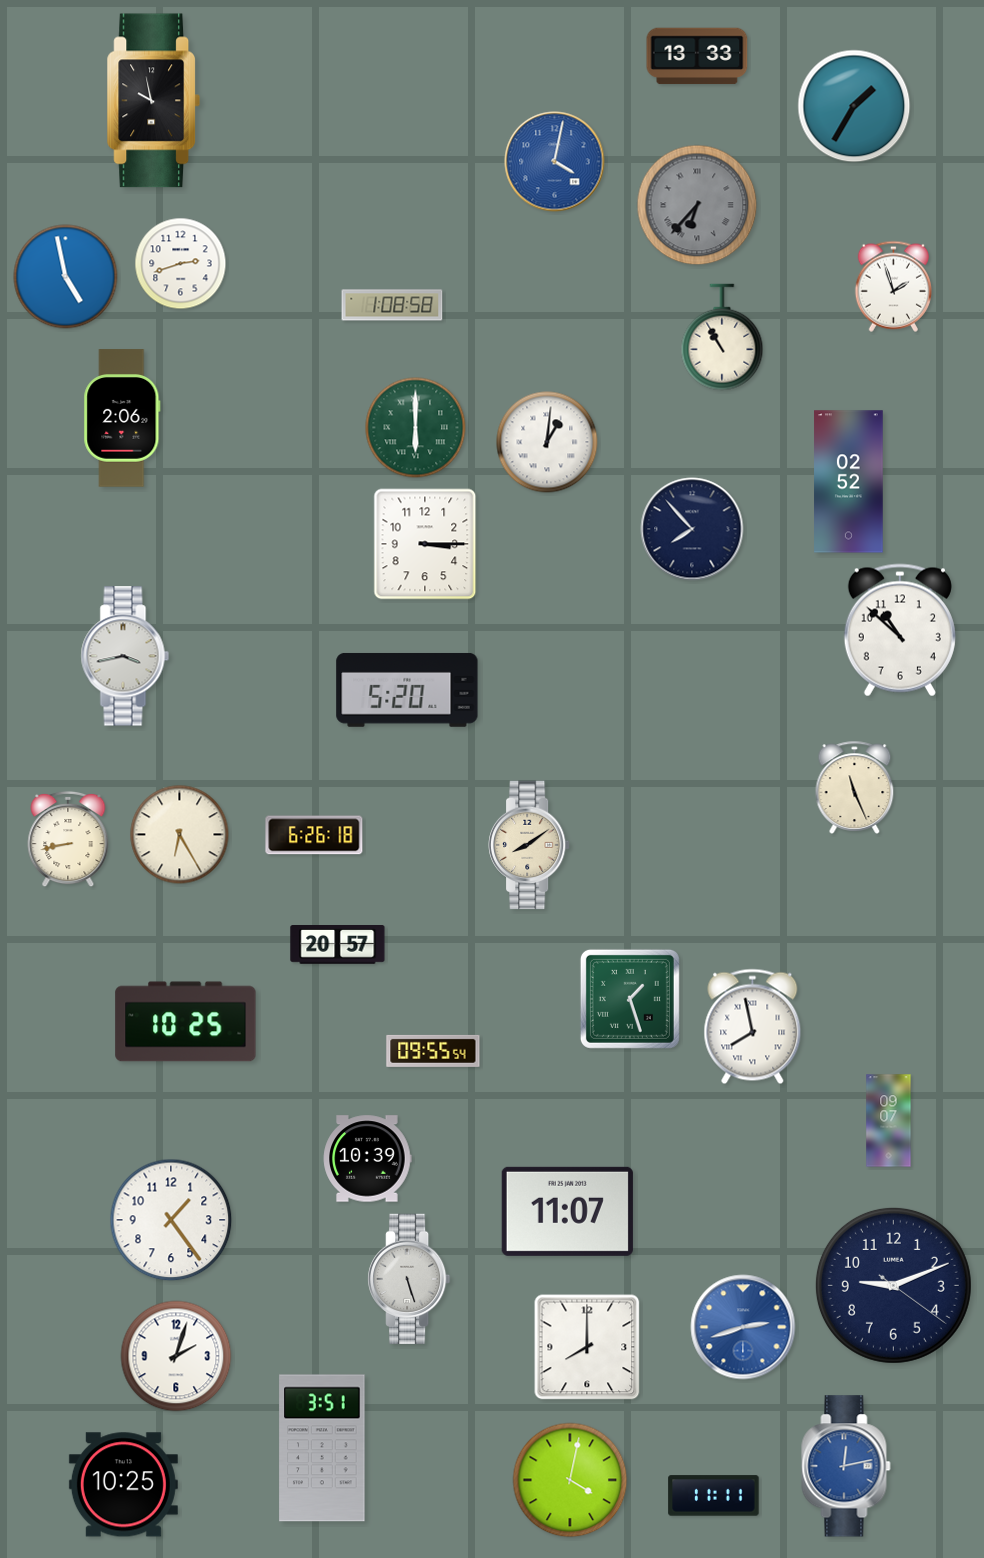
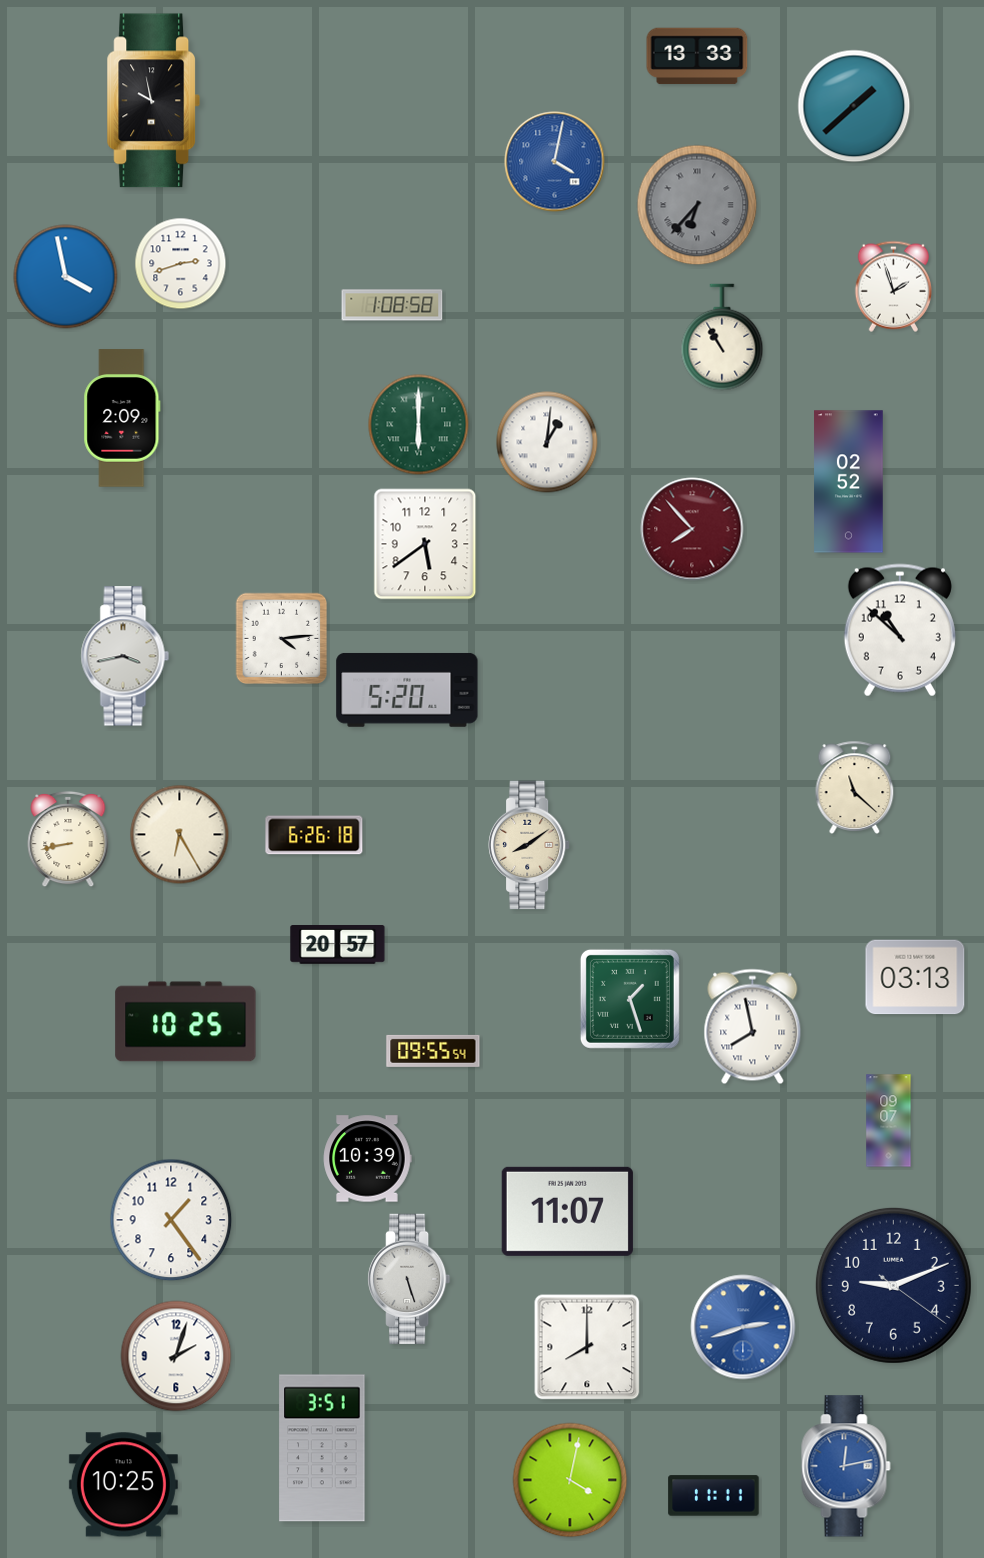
clock at (854, 106): 1:35 -> 1:38
clock at (66, 277): 4:58 -> 3:58
clock at (122, 418): 2:06 -> 2:09
clock at (416, 428) position: (416, 428) -> (419, 425)
clock at (692, 529) dial: navy -> burgundy
clock at (425, 544): 3:15 -> 5:39
clock at (282, 639): none -> 4:14
clock at (855, 787): 11:26 -> 11:22
clock at (915, 977): none -> 03:13
